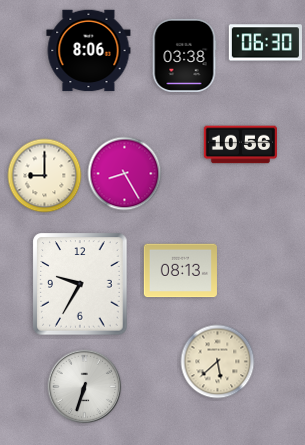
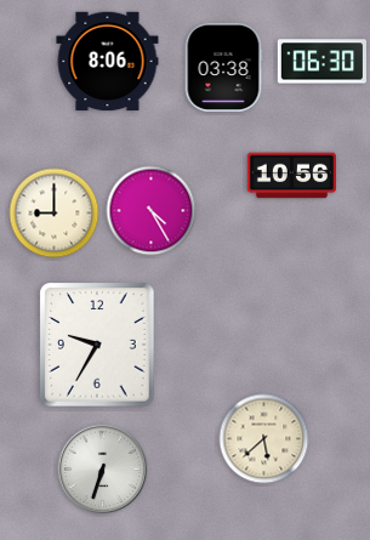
clock at (265, 43) position: (265, 43) -> (321, 62)
clock at (125, 174): 8:25 -> 4:25
clock at (180, 271): 08:13 -> none
